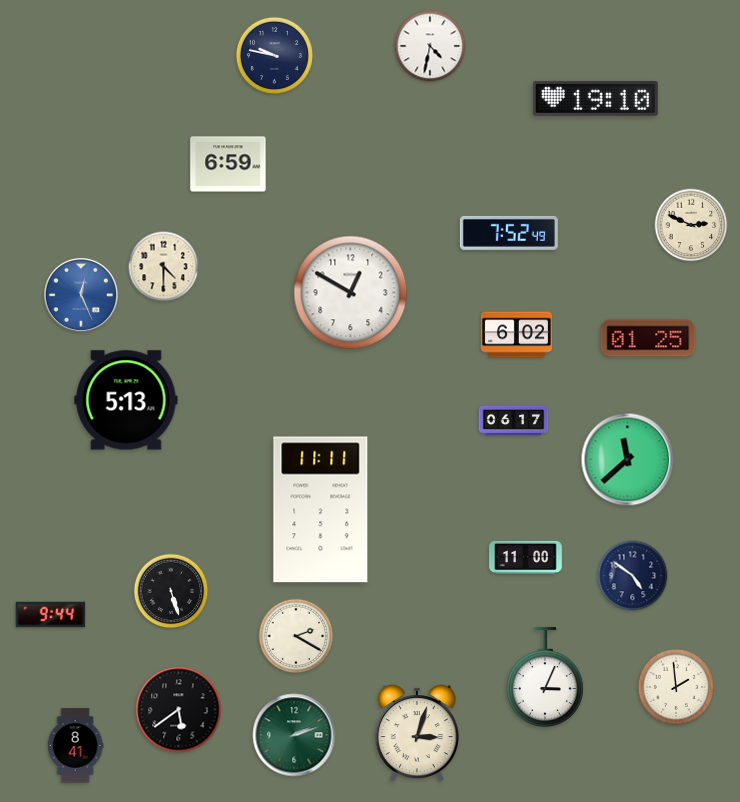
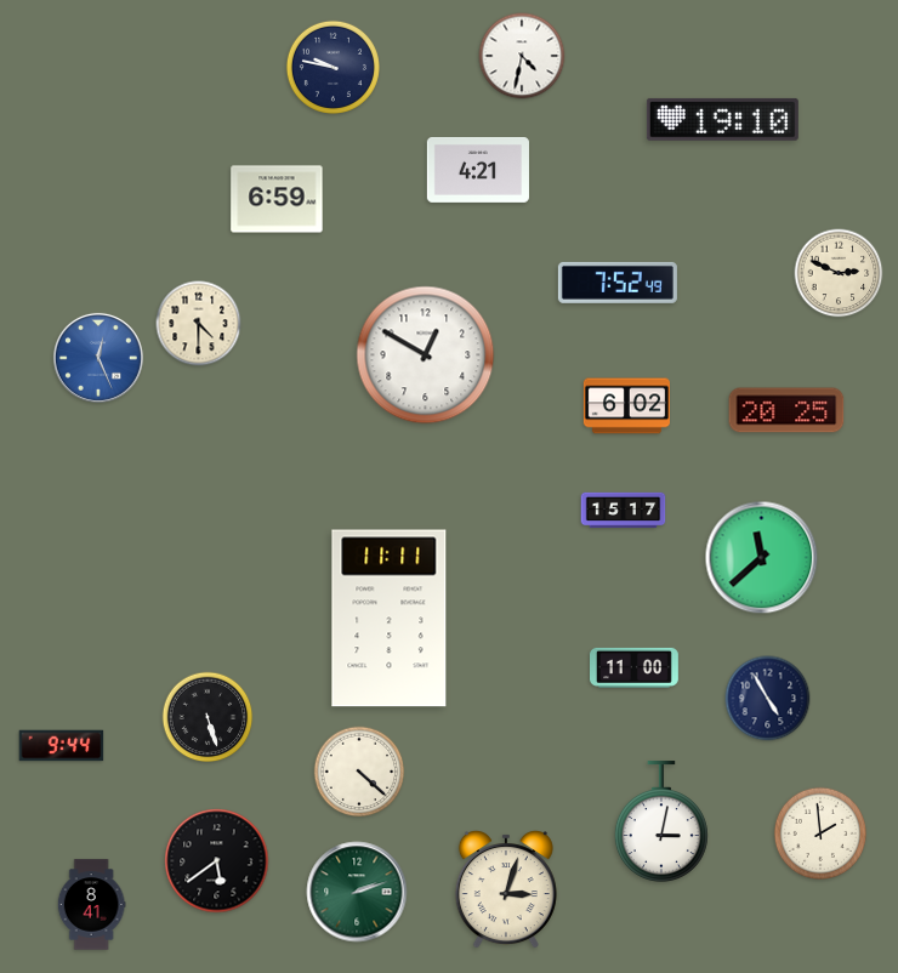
clock at (478, 170): none -> 4:21
clock at (648, 338): 01:25 -> 20:25
clock at (126, 400): 5:13 -> none
clock at (514, 421): 06:17 -> 15:17
clock at (526, 557) position: (526, 557) -> (635, 667)
clock at (633, 576): 4:51 -> 4:55
clock at (296, 636): 2:20 -> 4:22
clock at (545, 677): 3:04 -> 3:02
